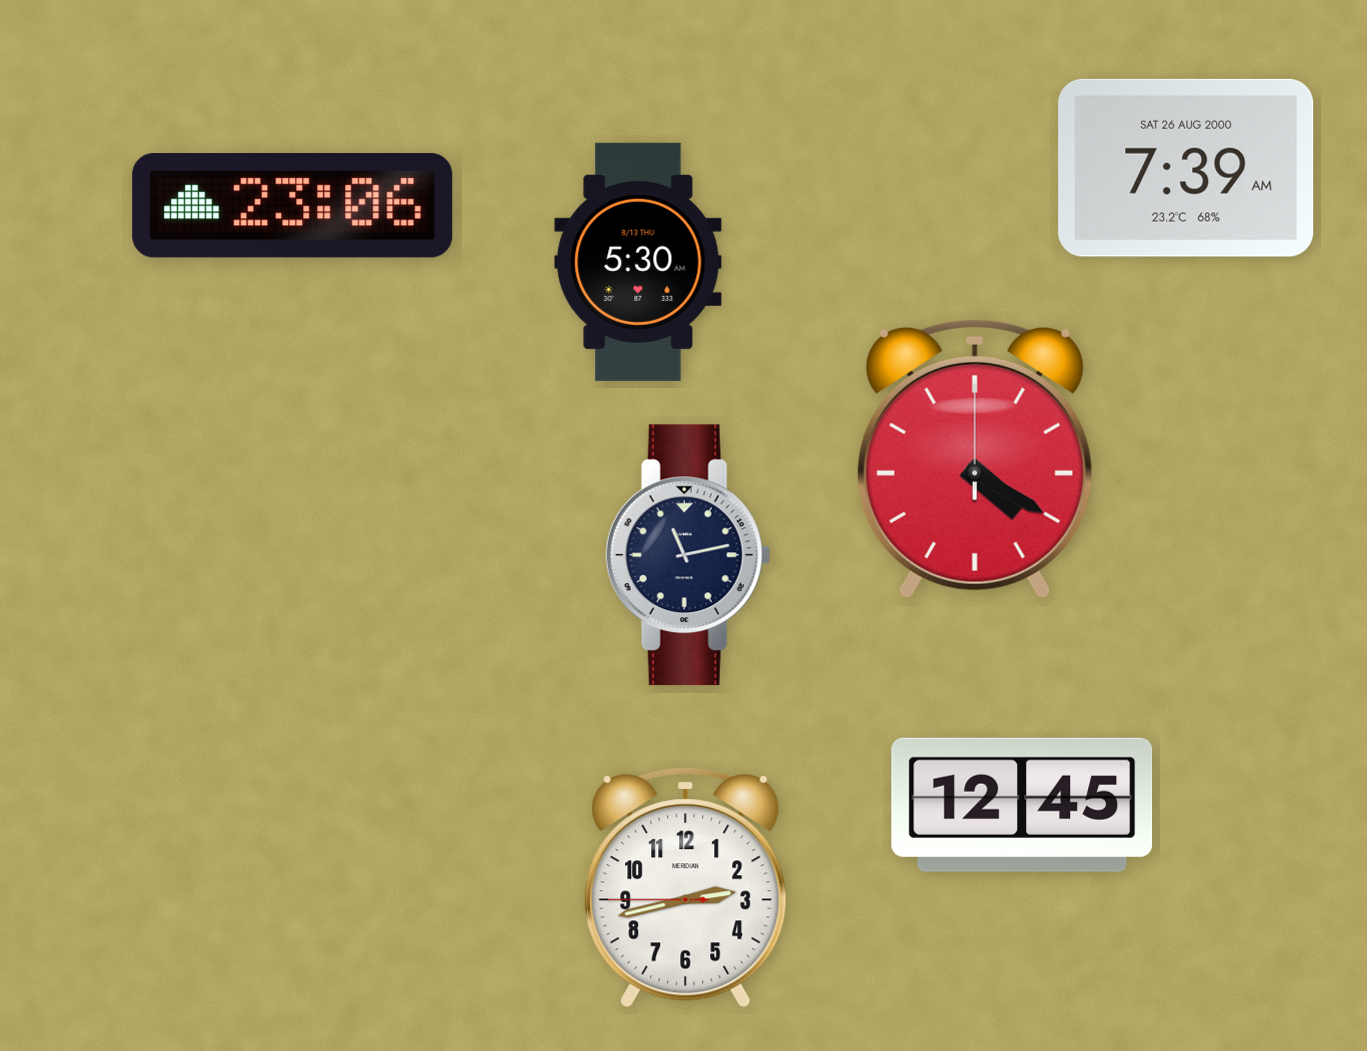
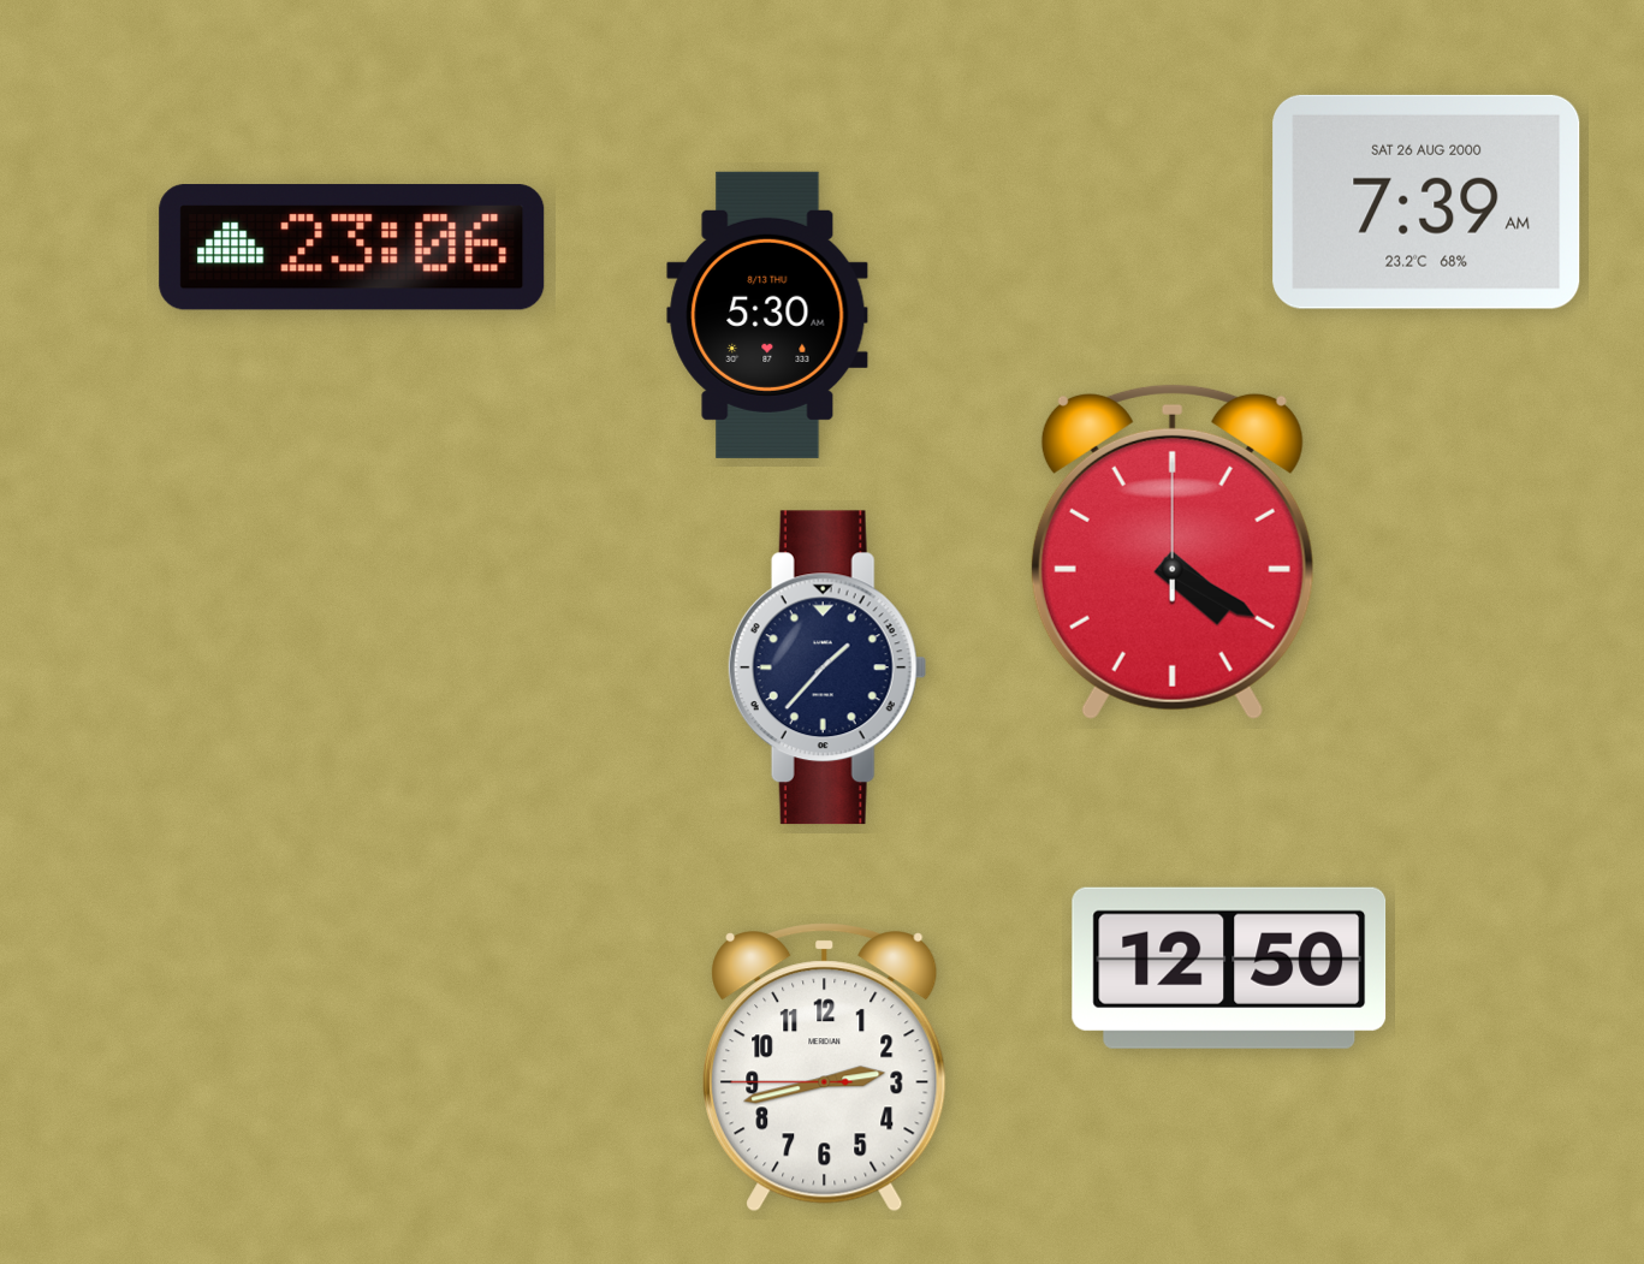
clock at (688, 555): 11:13 -> 1:37
clock at (1022, 805): 12:45 -> 12:50
